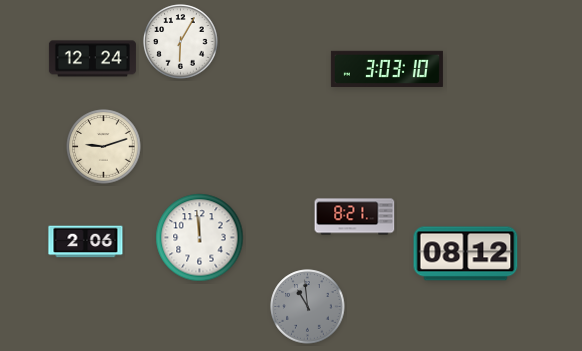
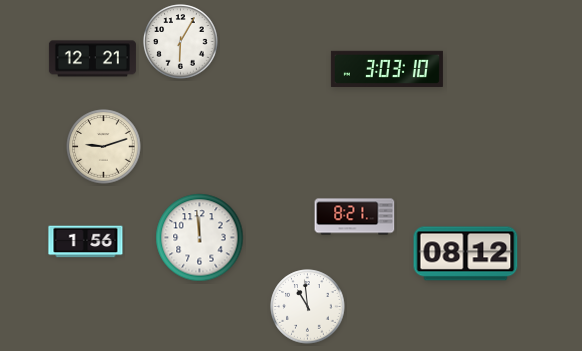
clock at (92, 59): 12:24 -> 12:21
clock at (86, 242): 2:06 -> 1:56
clock at (308, 307) dial: grey -> white
